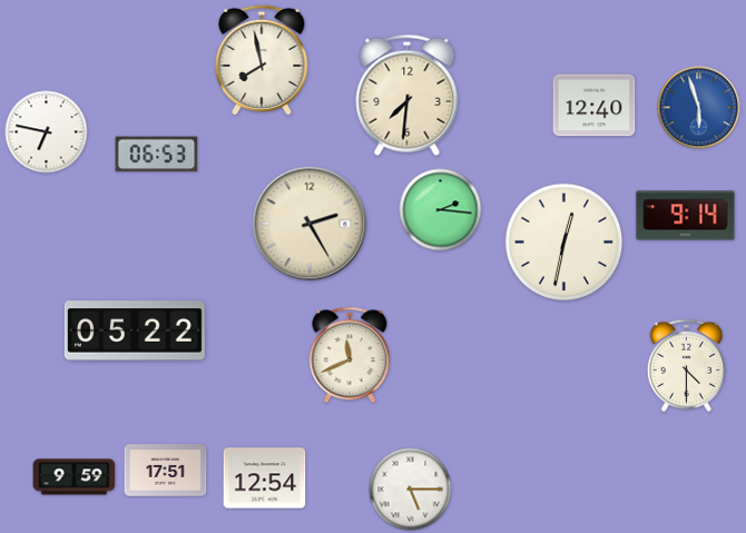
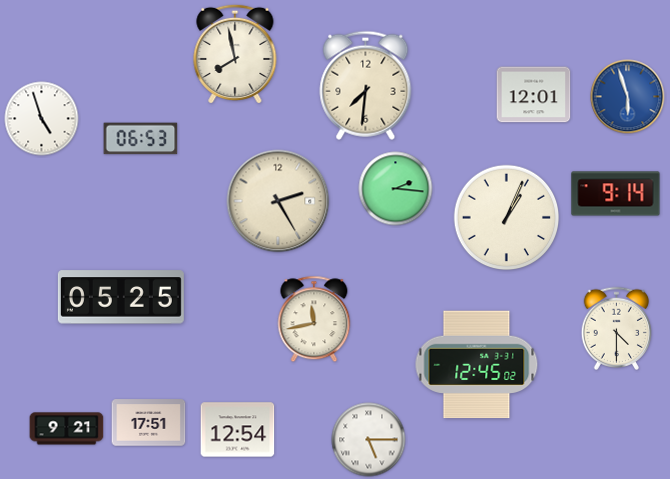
clock at (595, 106): 12:40 -> 12:01
clock at (47, 132): 6:47 -> 4:57
clock at (565, 243): 12:32 -> 1:04
clock at (135, 330): 05:22 -> 05:25
clock at (350, 355): 11:41 -> 11:43
clock at (477, 365): none -> 12:45
clock at (75, 477): 9:59 -> 9:21
